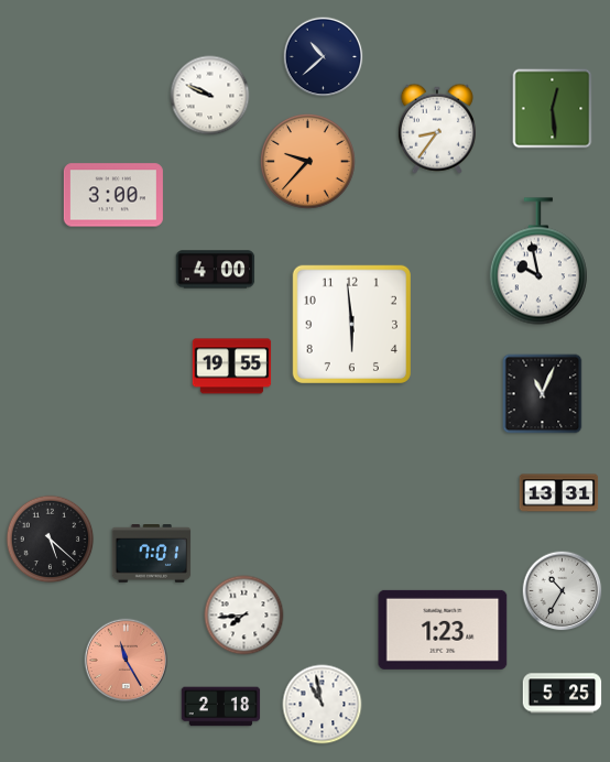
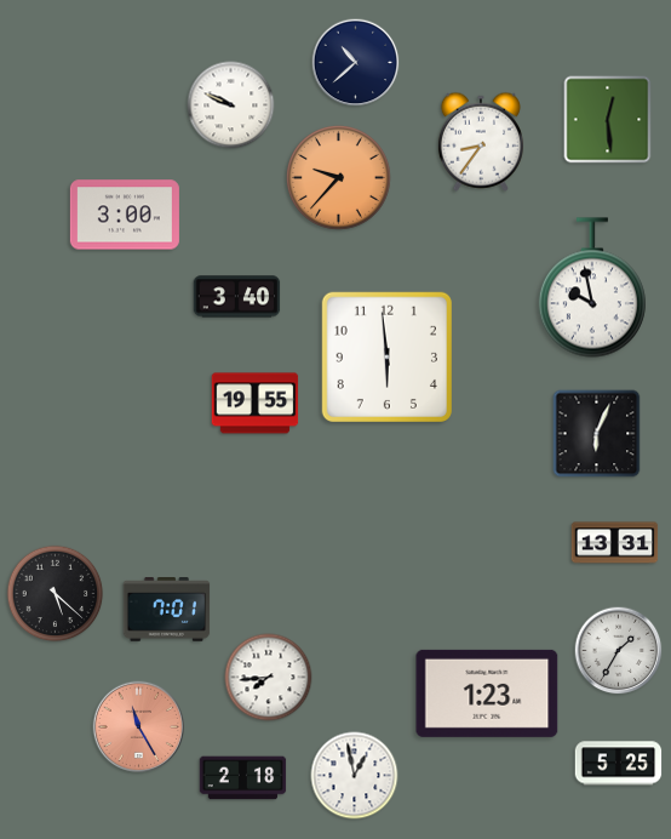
clock at (216, 270): 4:00 -> 3:40
clock at (543, 394): 11:04 -> 6:04
clock at (563, 591): 10:35 -> 1:35
clock at (323, 705): 10:58 -> 12:58
